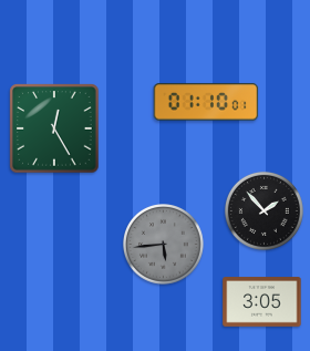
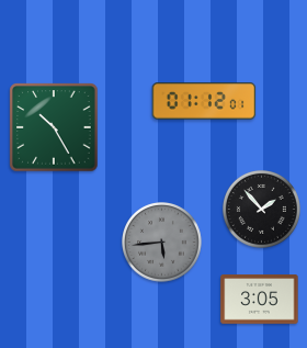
clock at (206, 102): 01:10 -> 01:12
clock at (54, 128): 12:25 -> 10:25
